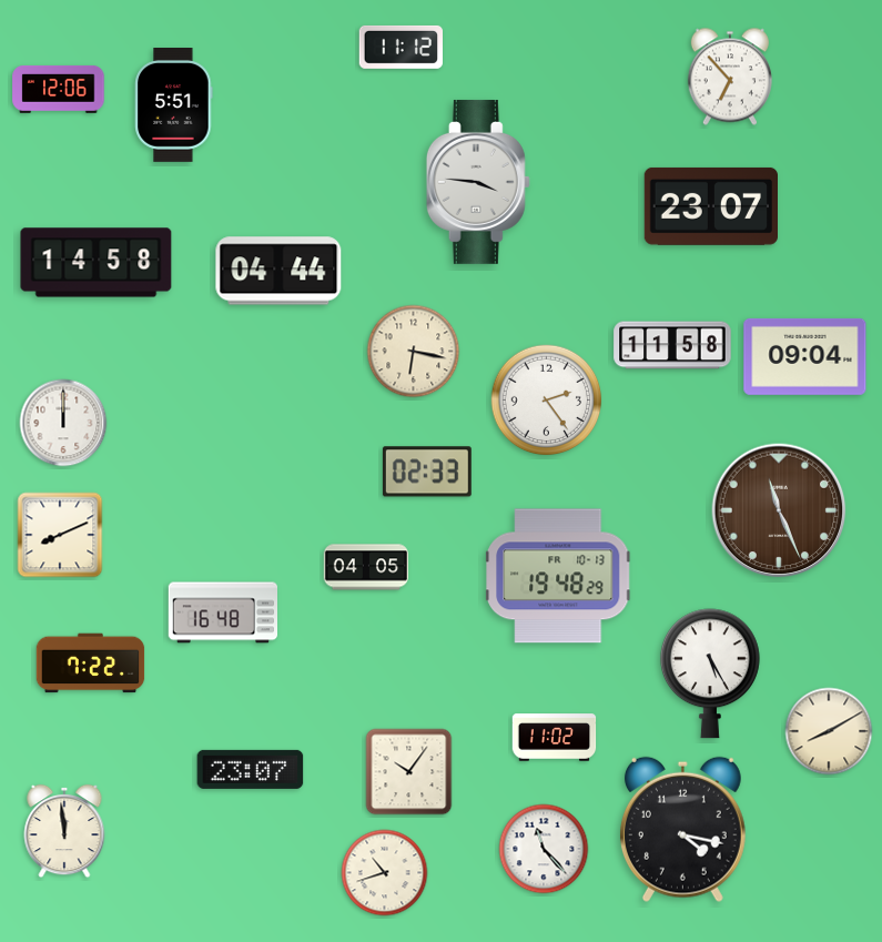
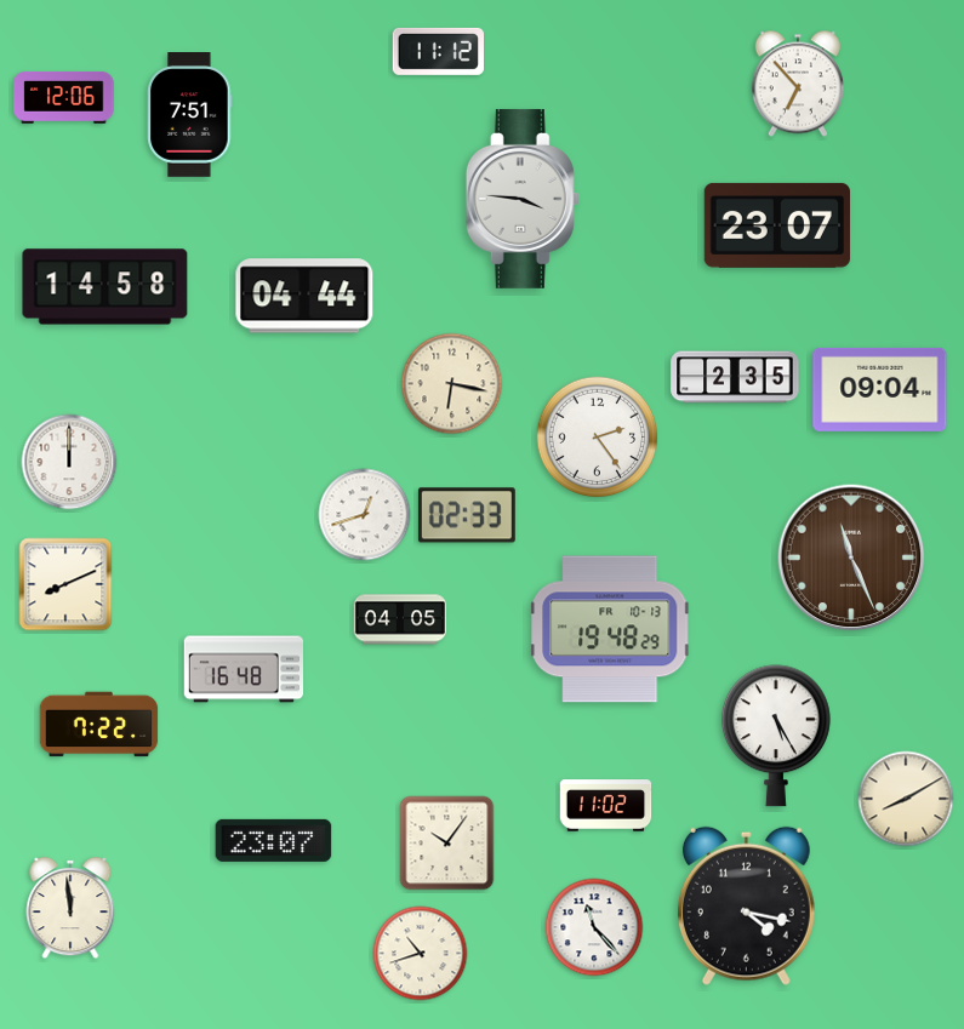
clock at (174, 105): 5:51 -> 7:51
clock at (672, 345): 11:58 -> 2:35
clock at (365, 515): none -> 12:42
